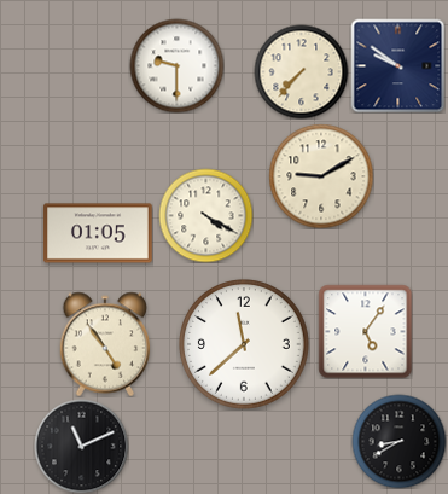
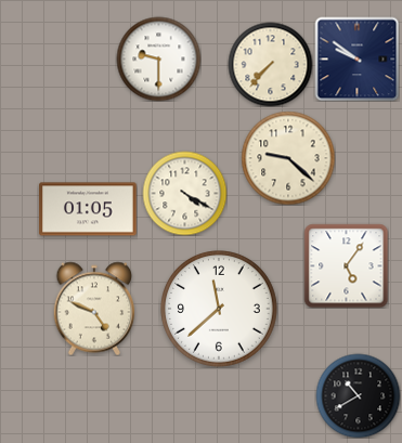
clock at (321, 176): 9:10 -> 9:22
clock at (365, 331) position: (365, 331) -> (346, 265)
clock at (105, 344): 4:54 -> 4:49
clock at (398, 441): 8:40 -> 10:40
clock at (81, 446): 11:11 -> none
